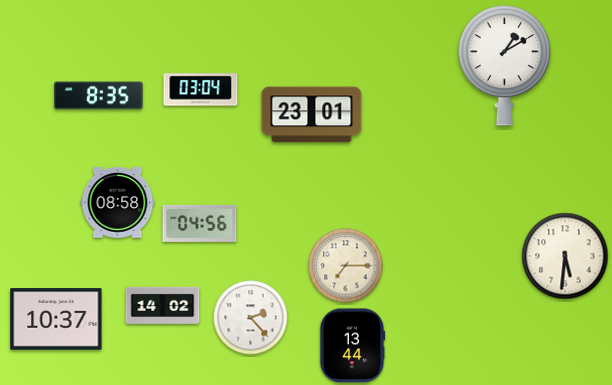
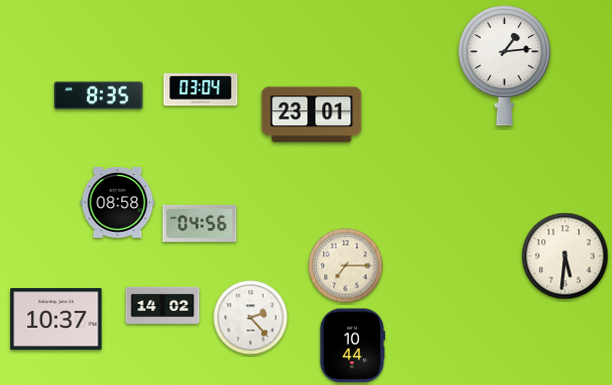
clock at (505, 65): 1:10 -> 1:14
clock at (352, 346): 13:44 -> 10:44
